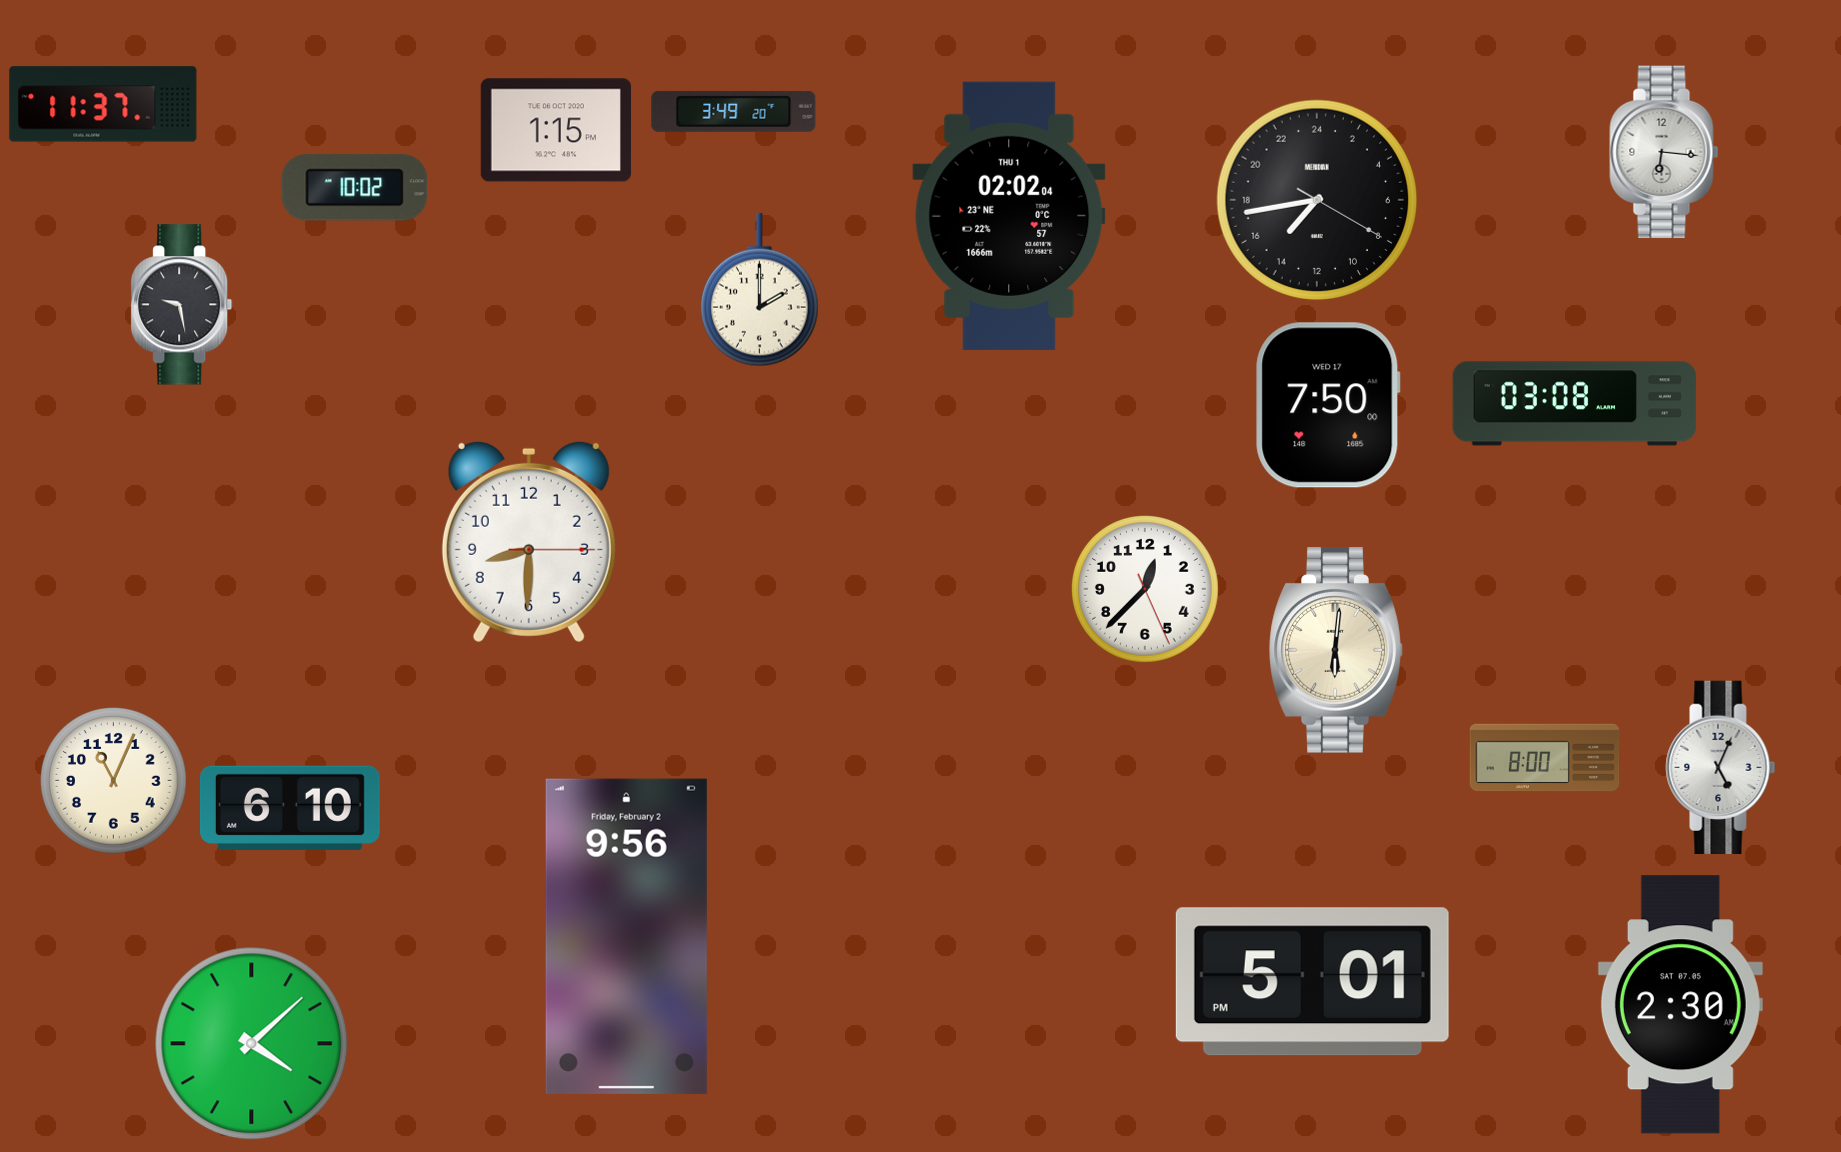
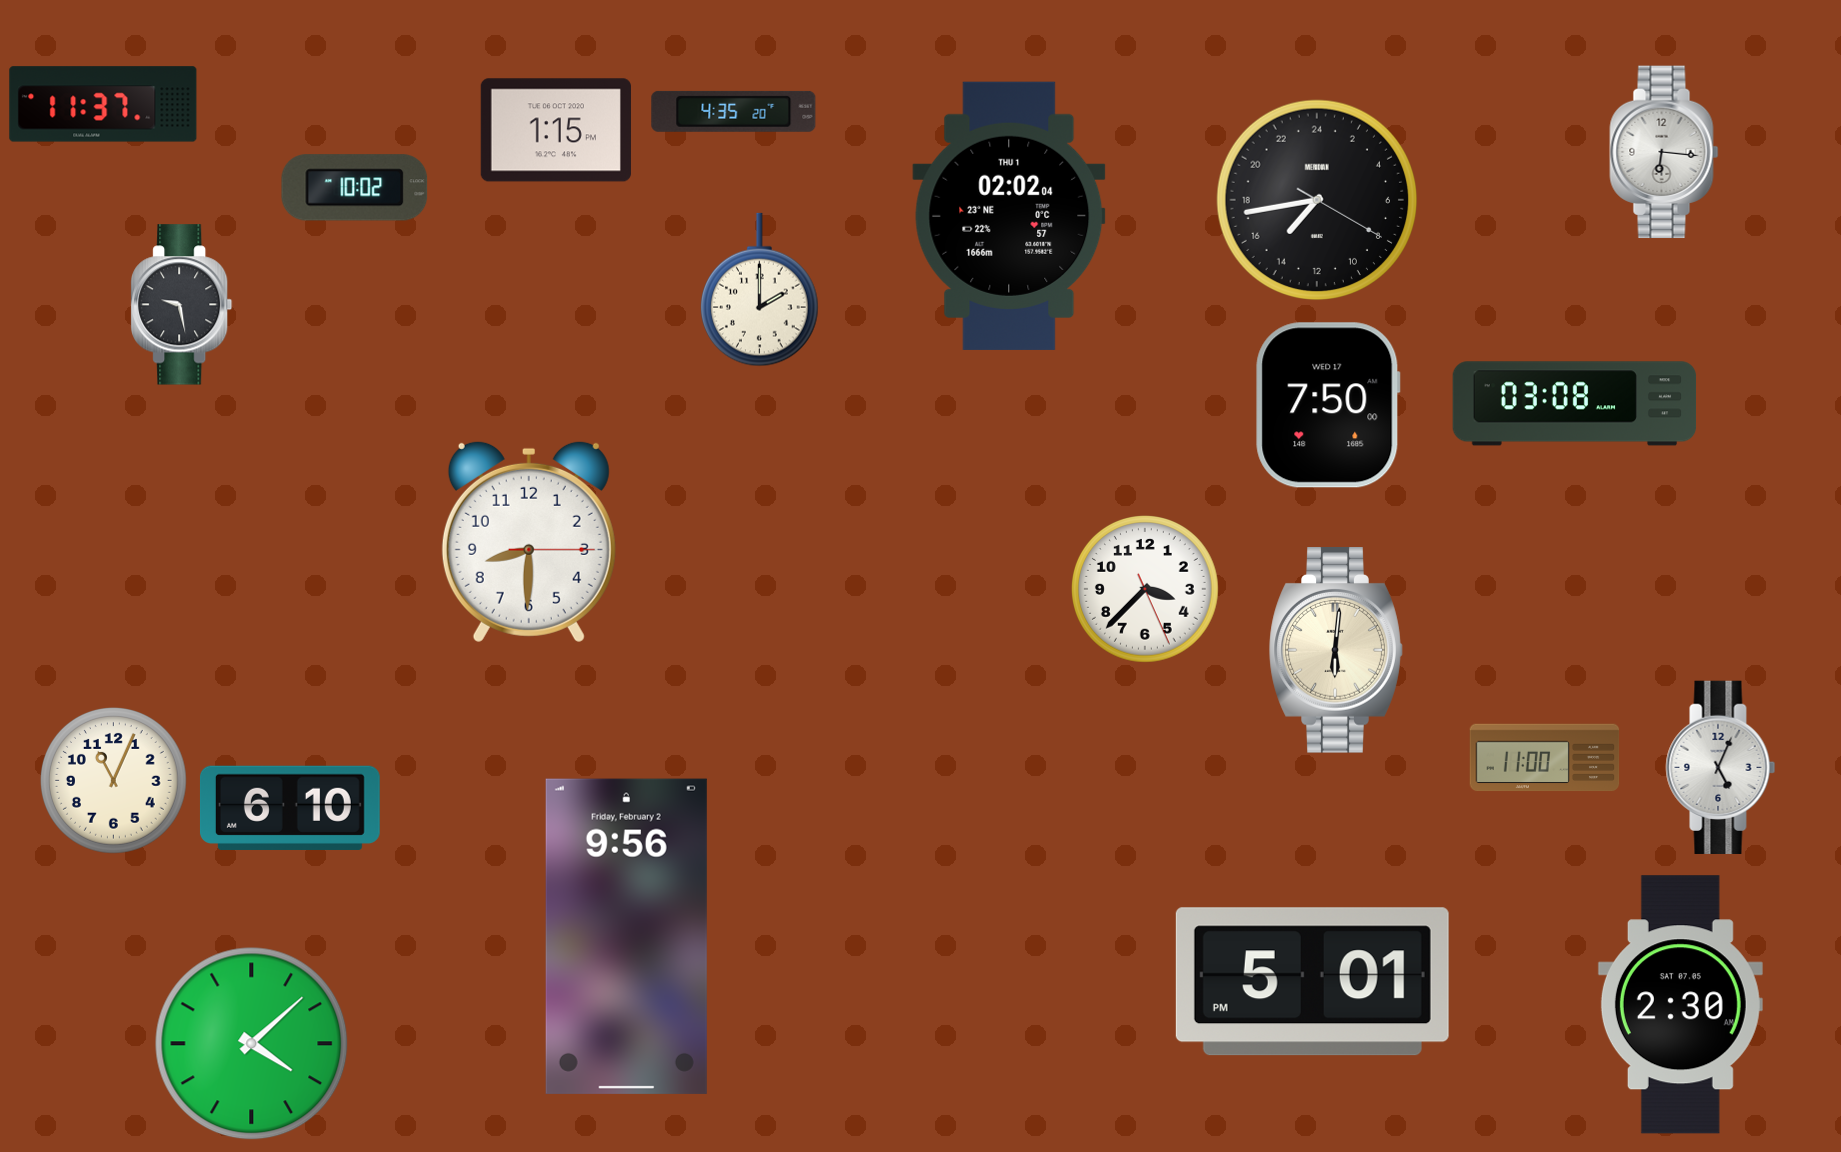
clock at (734, 111): 3:49 -> 4:35
clock at (1146, 590): 12:37 -> 3:37
clock at (1545, 758): 8:00 -> 11:00
